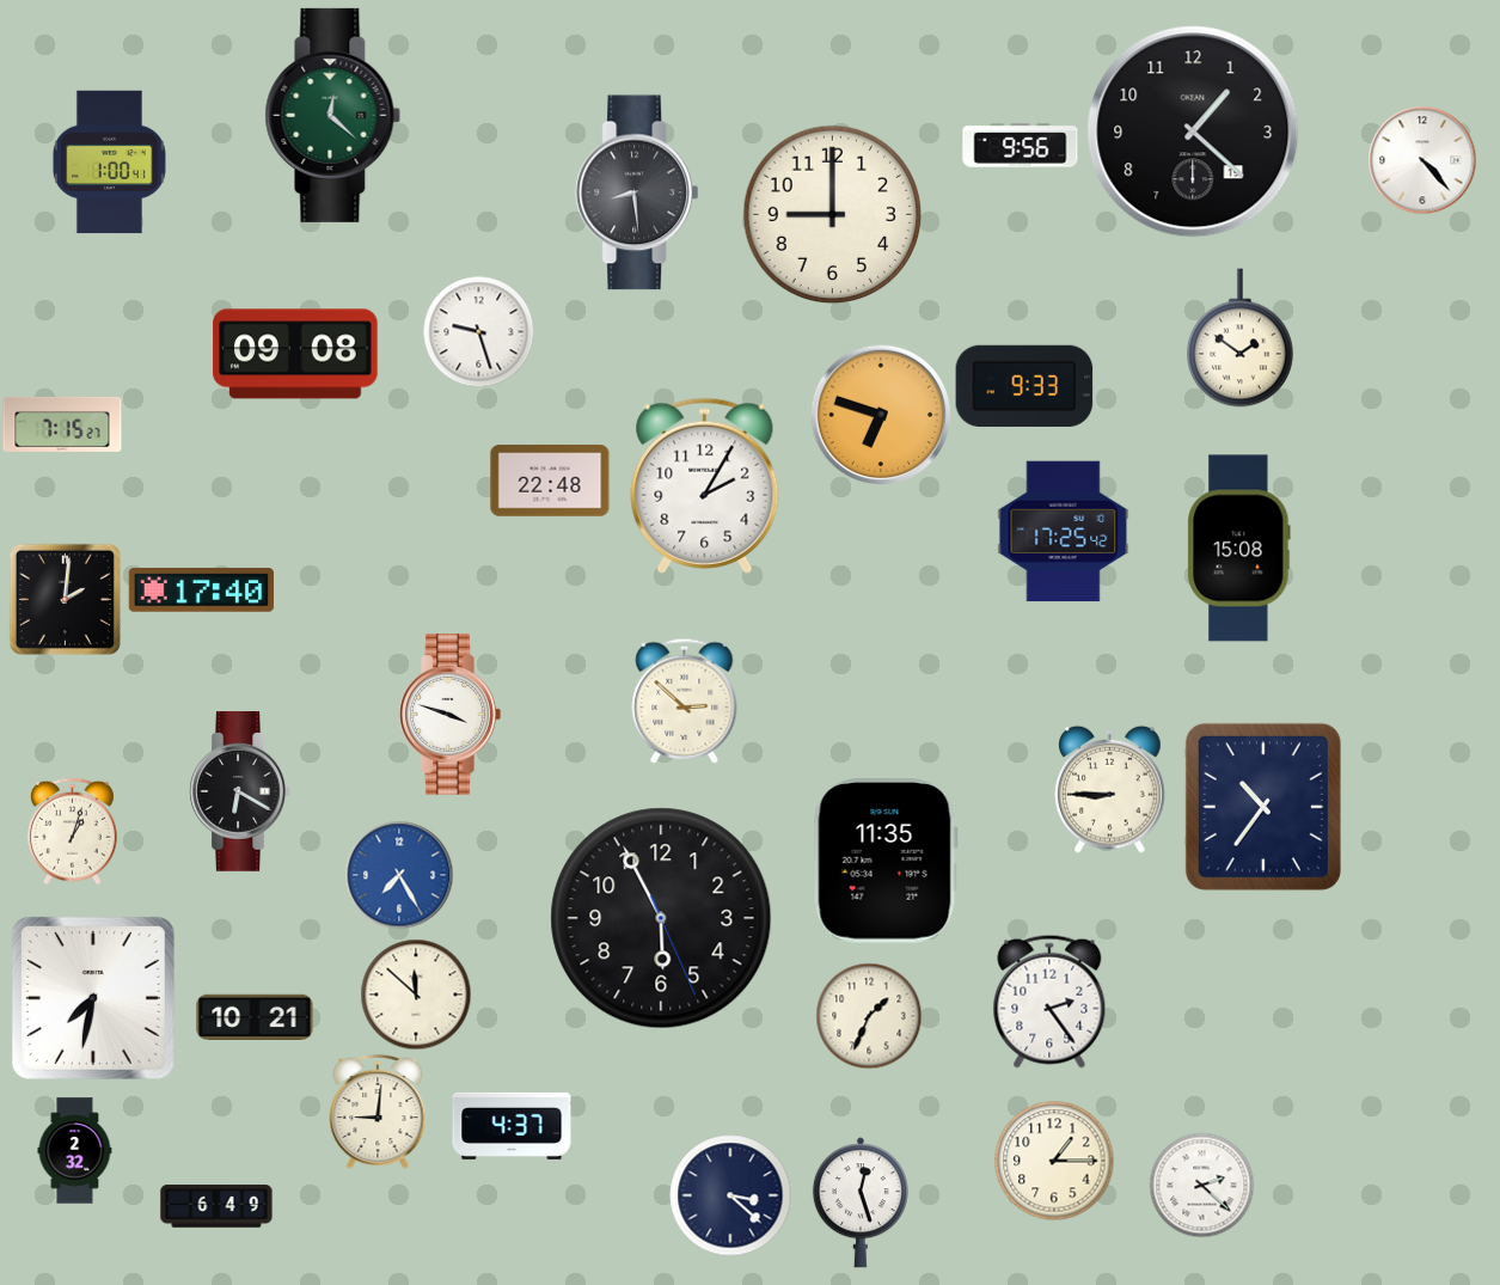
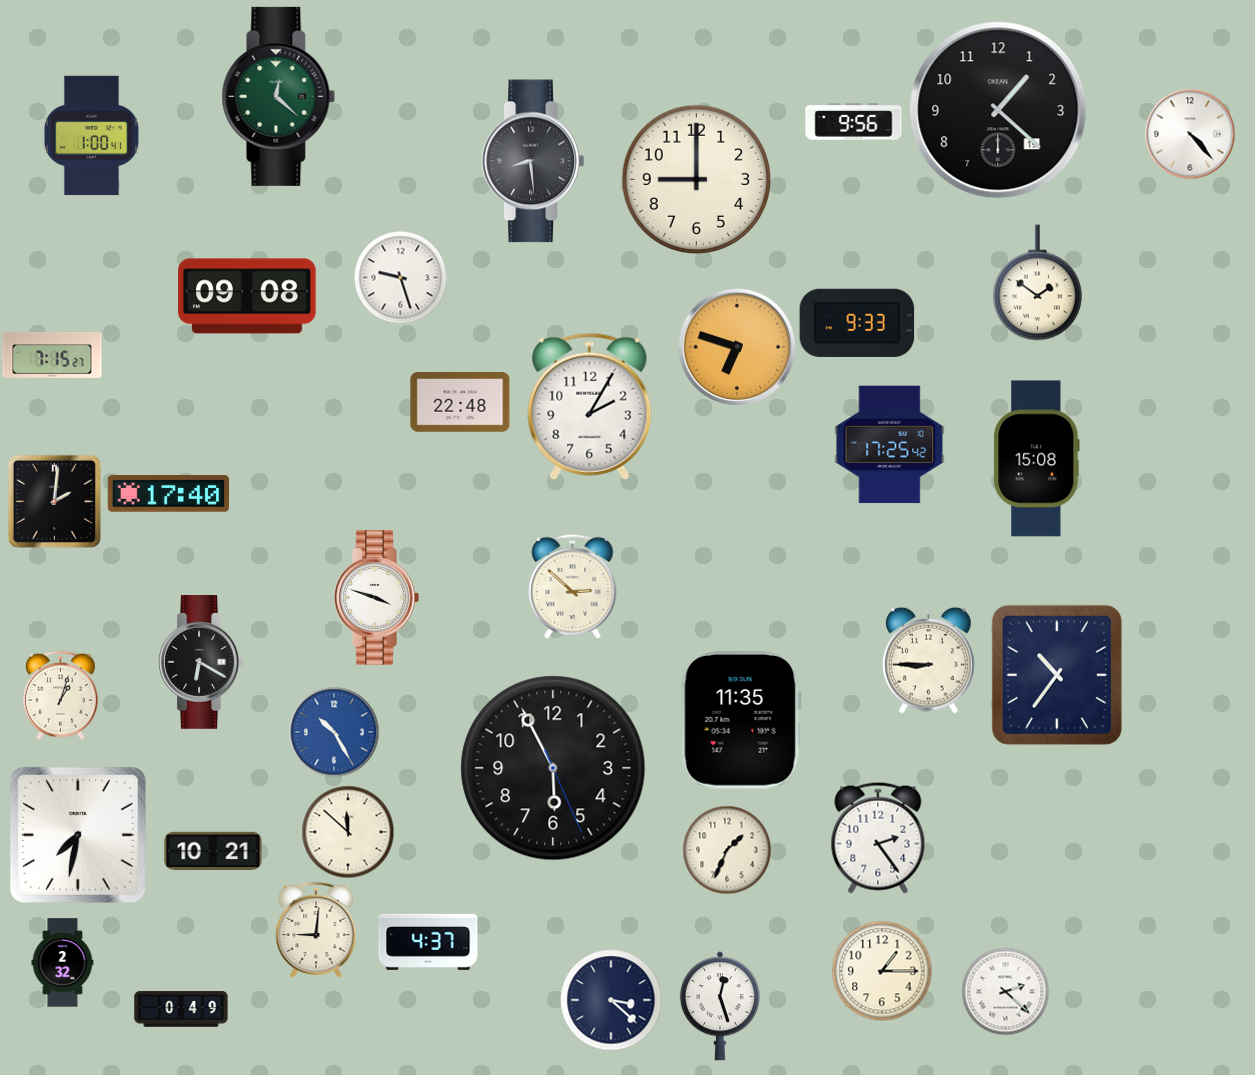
clock at (399, 875): 7:25 -> 10:25
clock at (216, 1206): 6:49 -> 0:49
